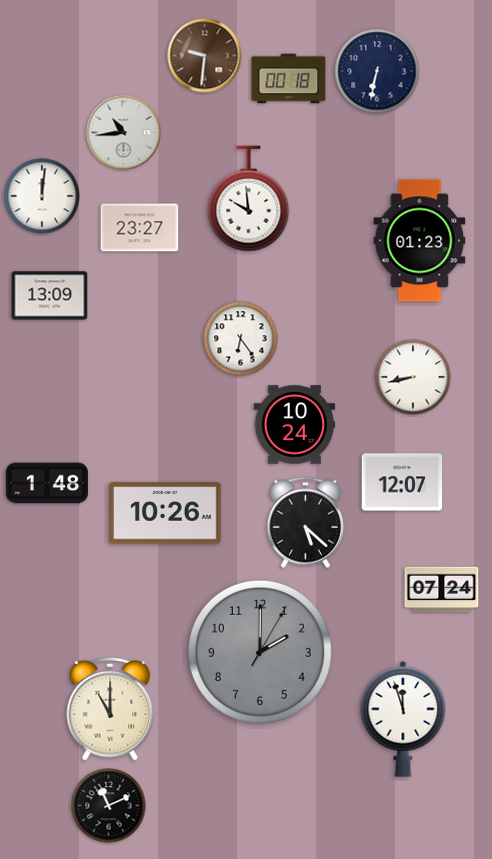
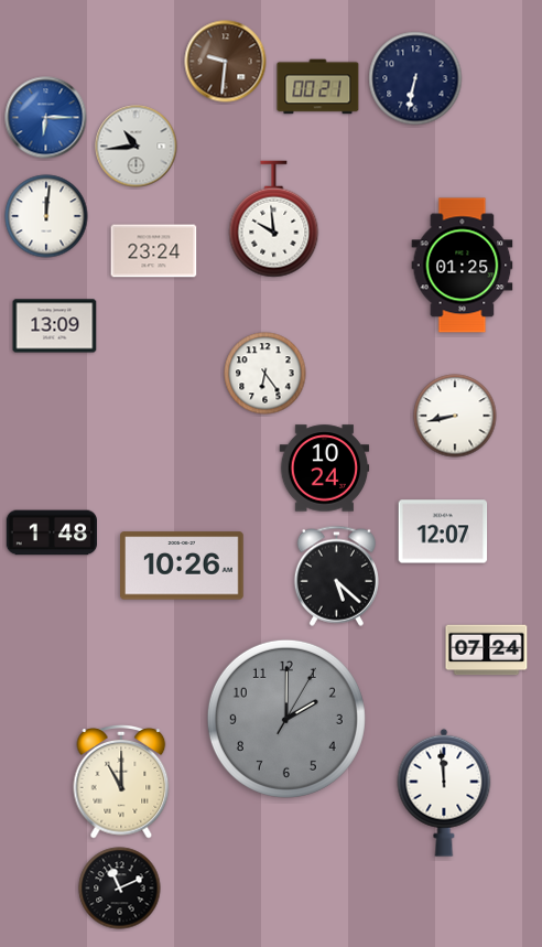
clock at (289, 79): 00:18 -> 00:21
clock at (46, 118): none -> 6:15
clock at (140, 228): 23:27 -> 23:24
clock at (420, 241): 01:23 -> 01:25
clock at (403, 719): 11:57 -> 11:59
